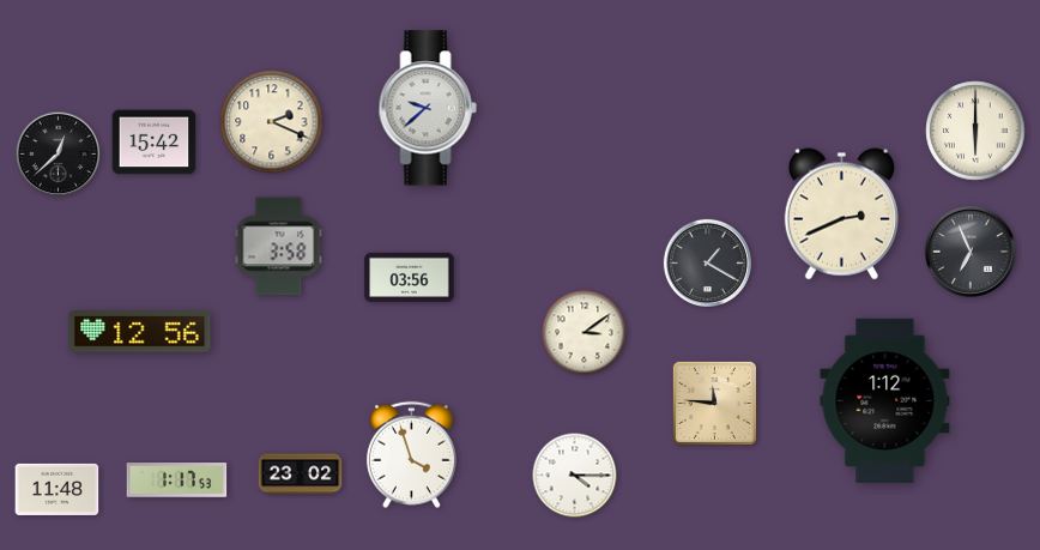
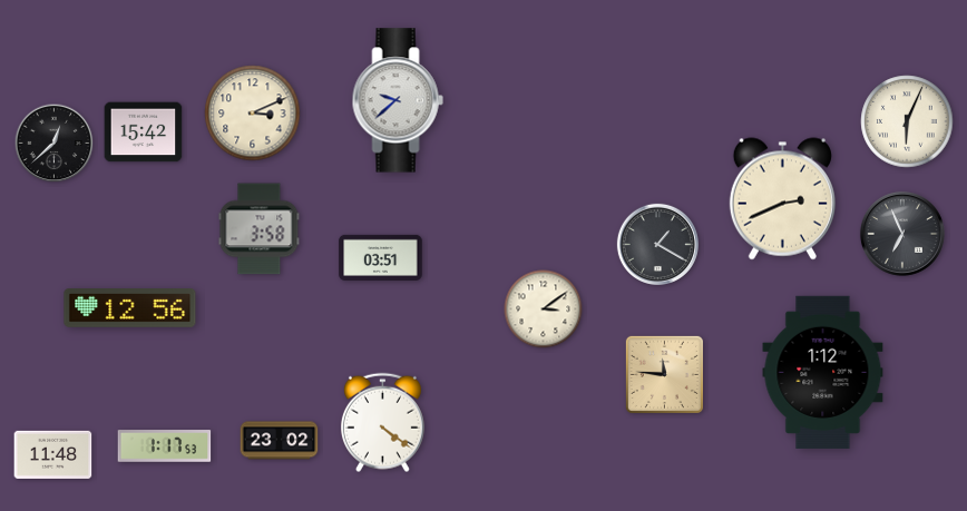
clock at (272, 122): 2:19 -> 3:11
clock at (975, 131): 6:00 -> 6:04
clock at (410, 277): 03:56 -> 03:51
clock at (411, 455): 3:57 -> 4:21
clock at (575, 476): 4:15 -> none
